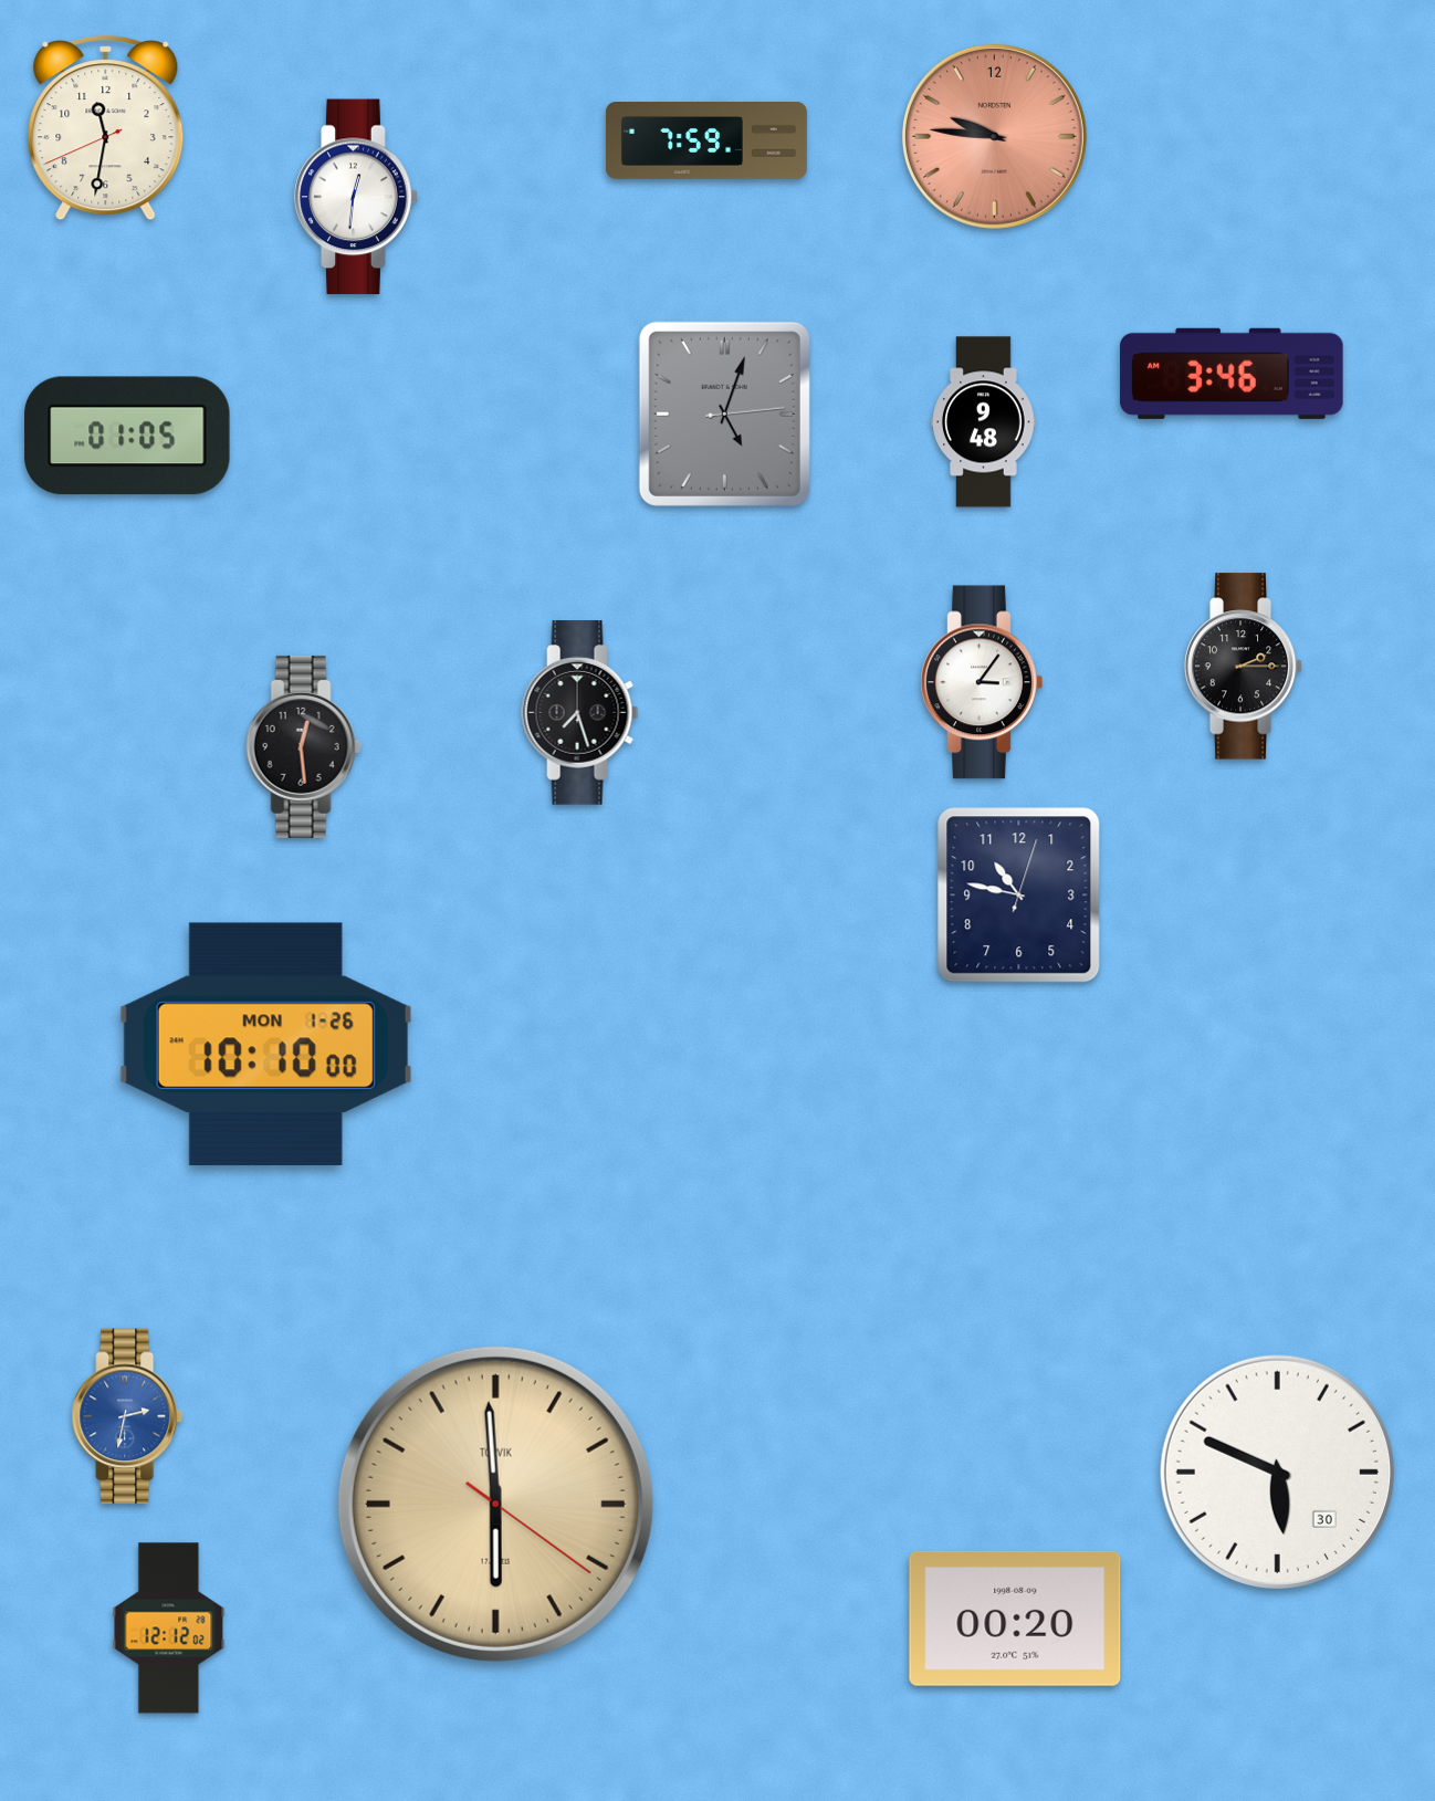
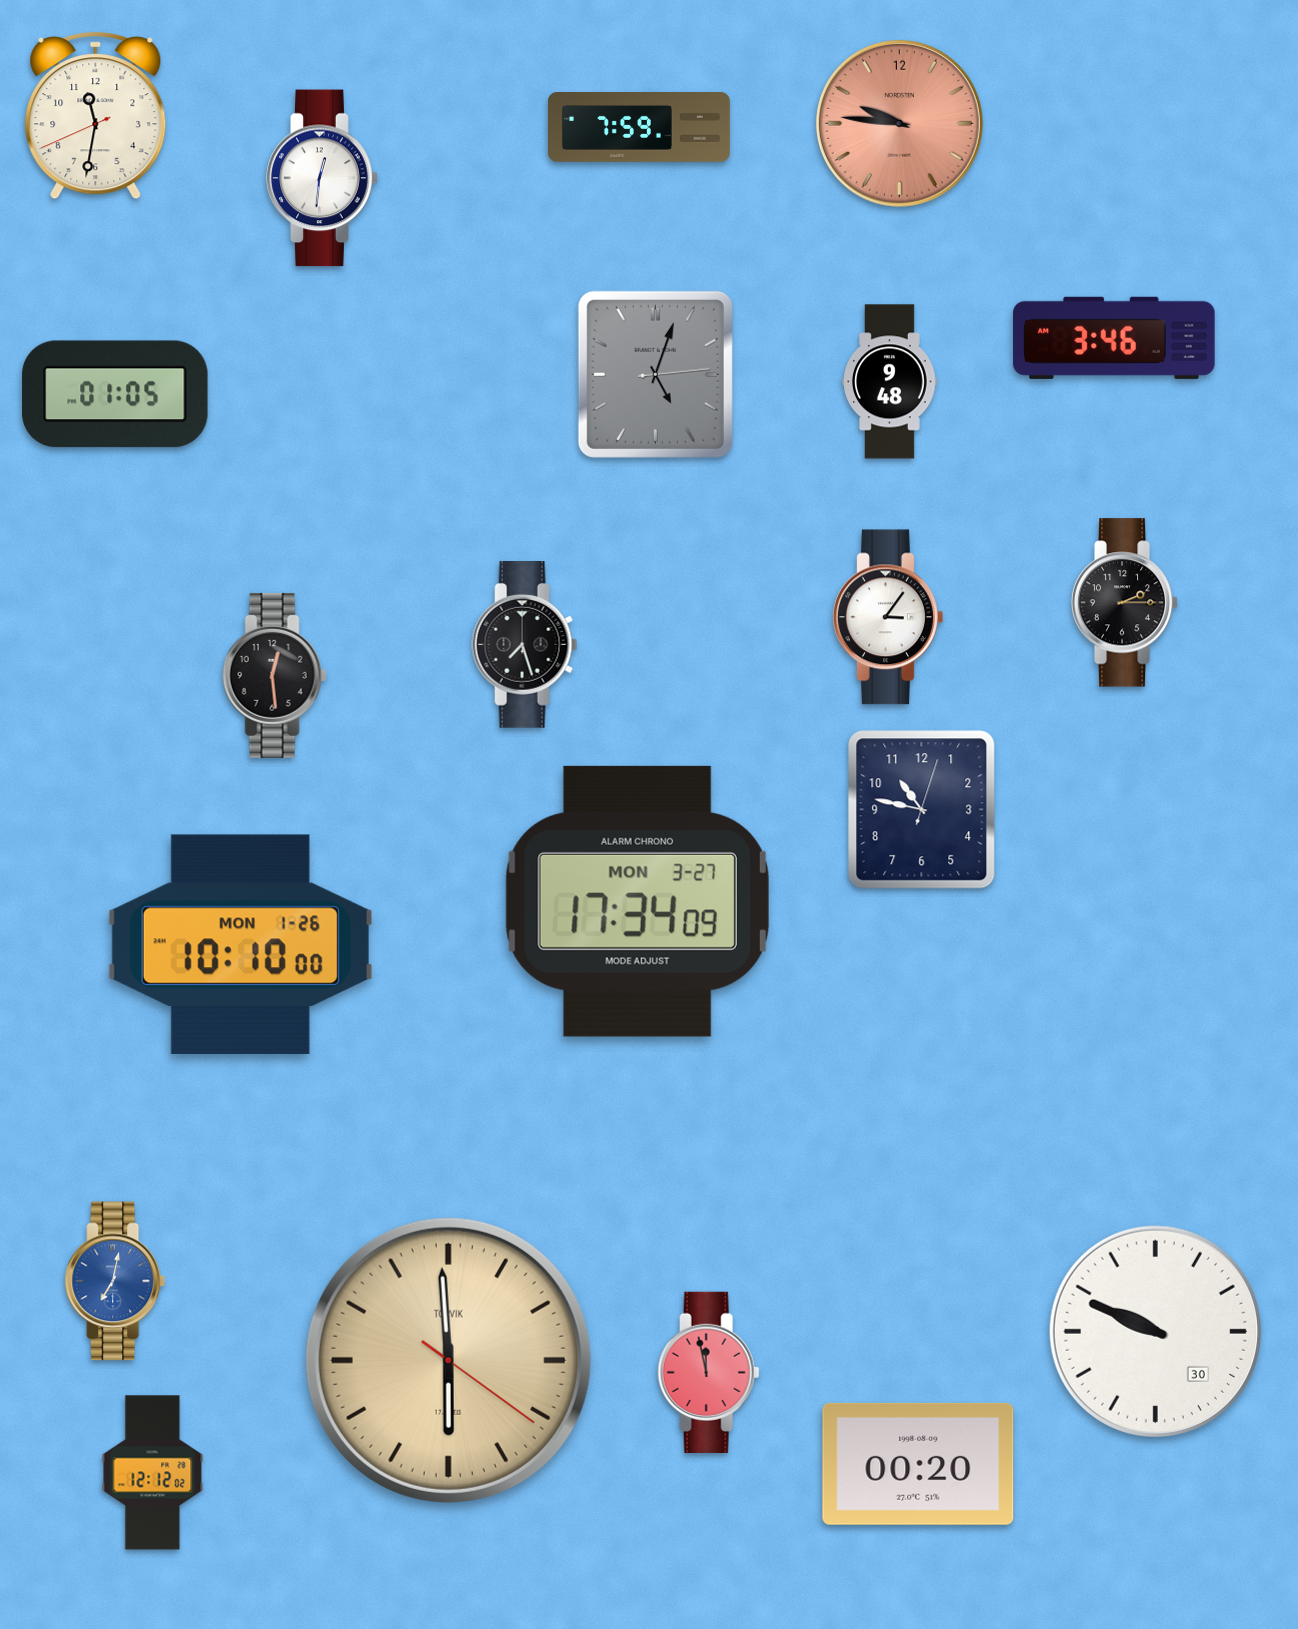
clock at (637, 901): none -> 17:34
clock at (127, 1416): 2:32 -> 7:02
clock at (1277, 1472): 5:49 -> 9:49
clock at (709, 1372): none -> 11:58
